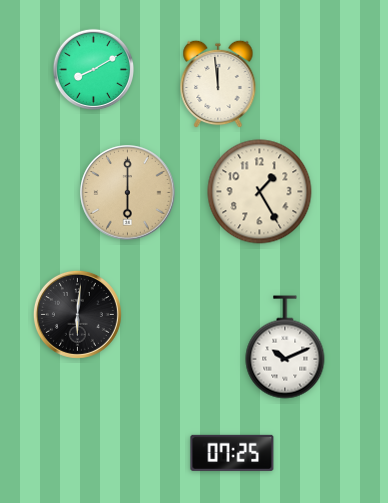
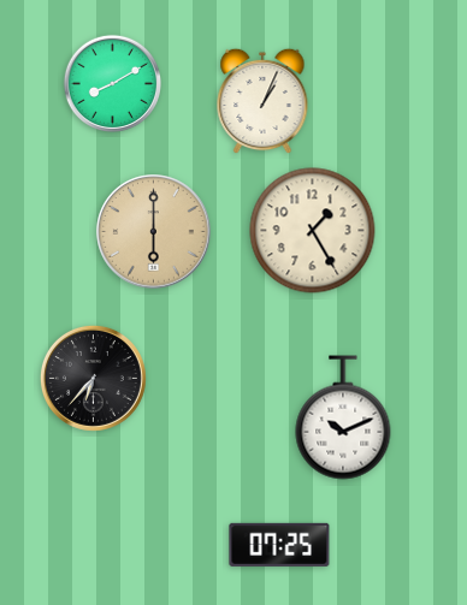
clock at (218, 84): 11:59 -> 1:04
clock at (77, 314): 6:01 -> 6:37
